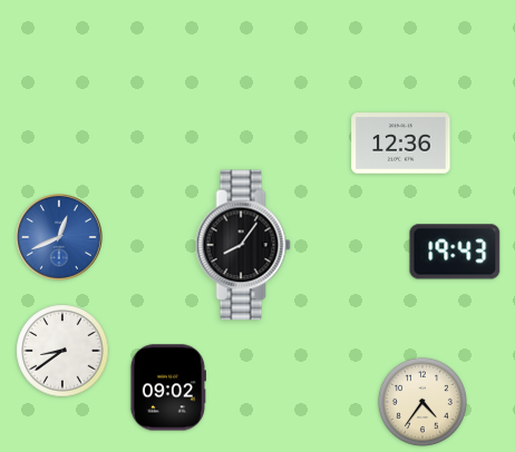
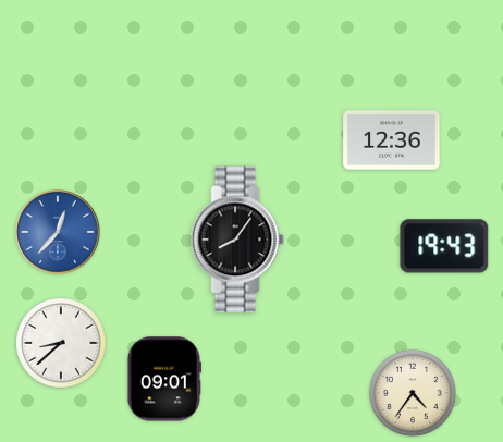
clock at (60, 238): 12:41 -> 12:37
clock at (62, 351): 8:39 -> 8:38
clock at (167, 387): 09:02 -> 09:01
